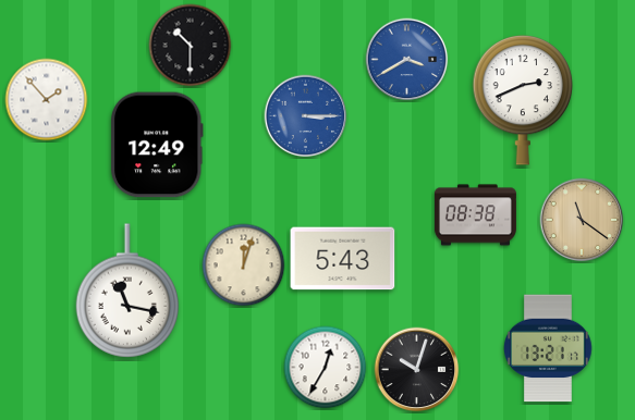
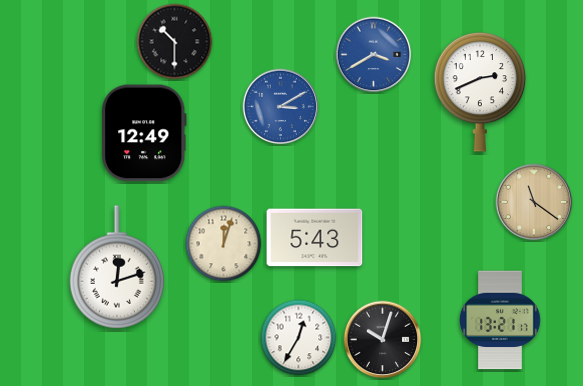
clock at (47, 100): 1:53 -> none
clock at (306, 116): 3:15 -> 3:10
clock at (475, 215): 08:38 -> none
clock at (127, 291): 11:17 -> 12:12
clock at (549, 348) position: (549, 348) -> (501, 320)
